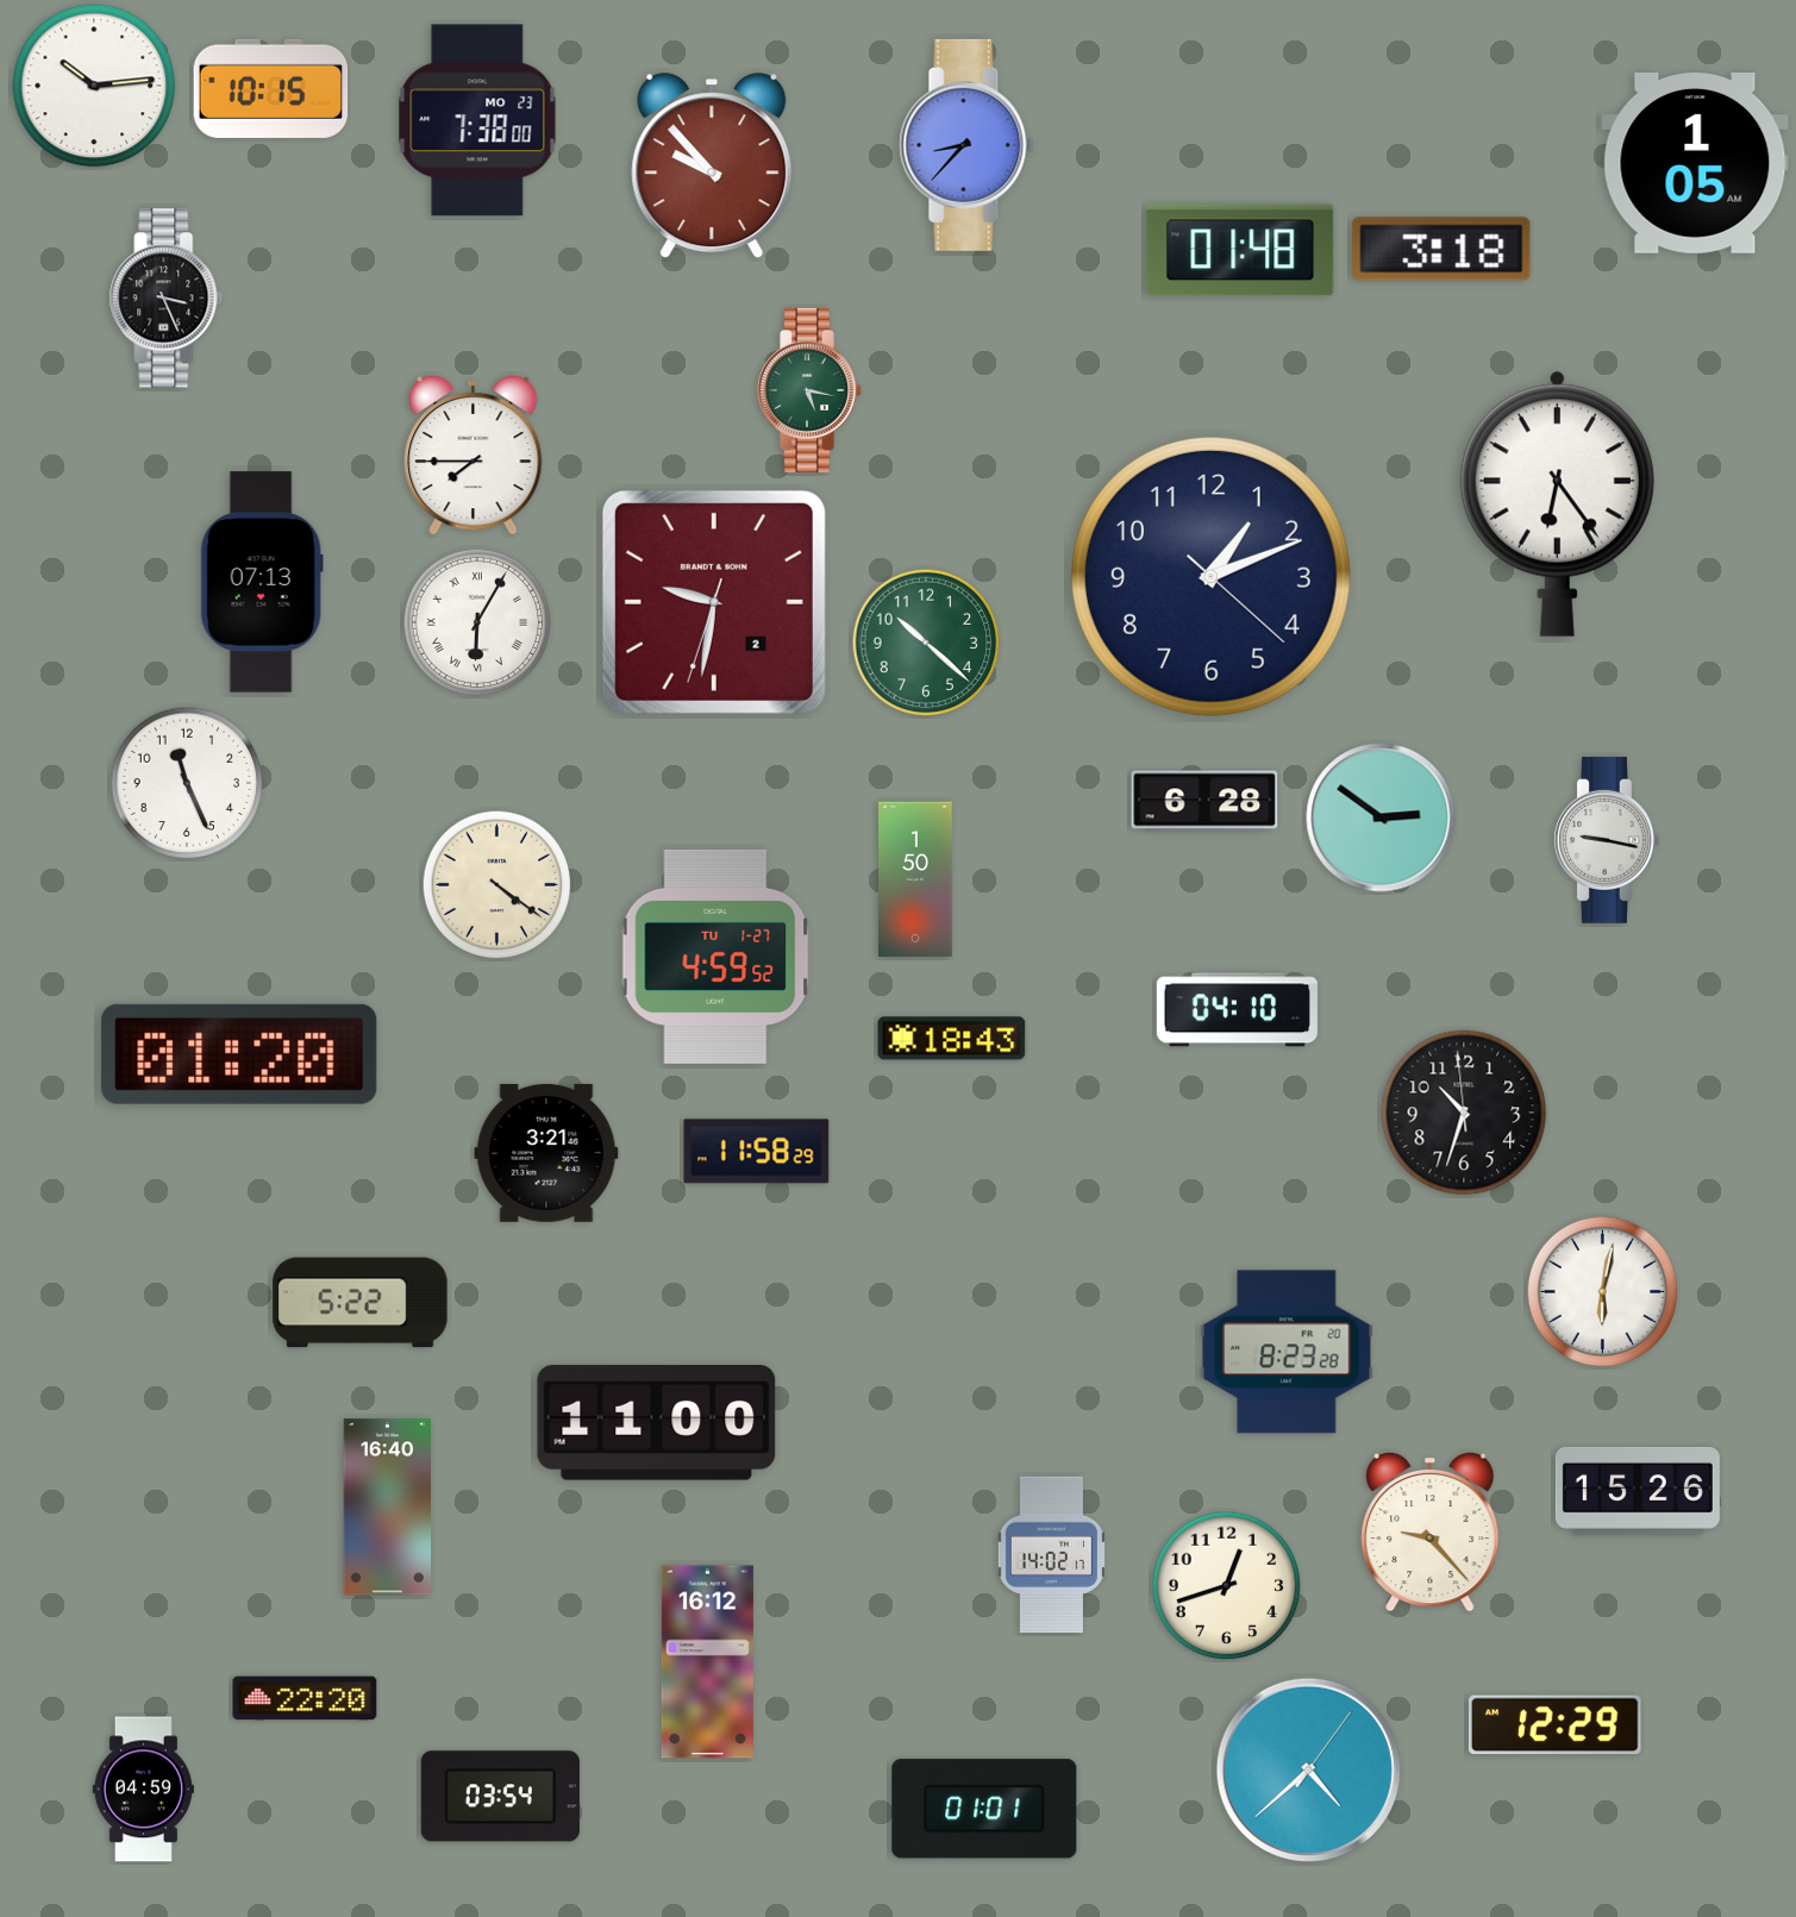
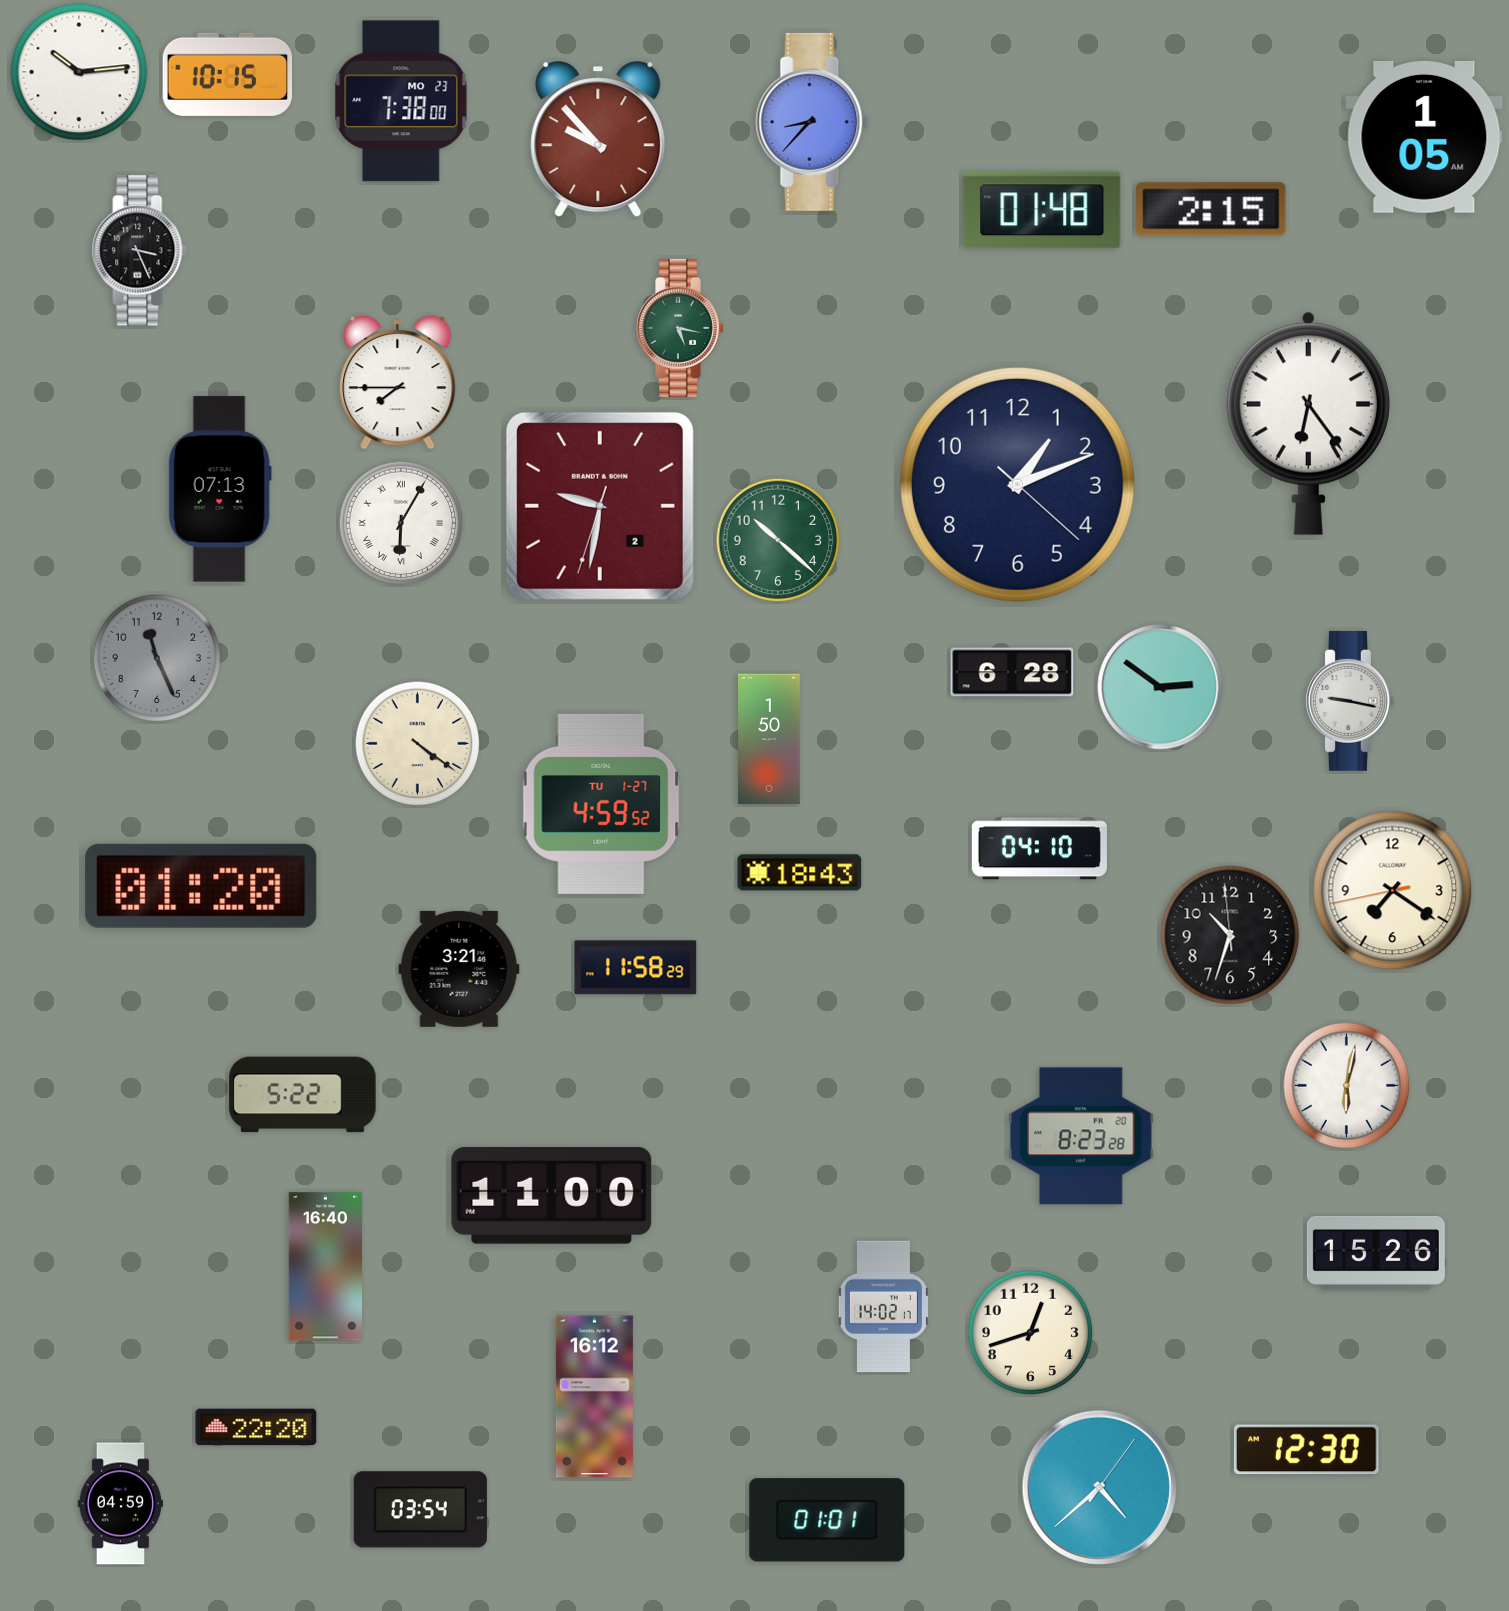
clock at (1441, 249): 3:18 -> 2:15
clock at (187, 783) dial: white -> grey
clock at (1607, 840) position: (1607, 840) -> (1350, 701)
clock at (1393, 891): none -> 7:20
clock at (1431, 1531): 9:23 -> none
clock at (1554, 1725): 12:29 -> 12:30
